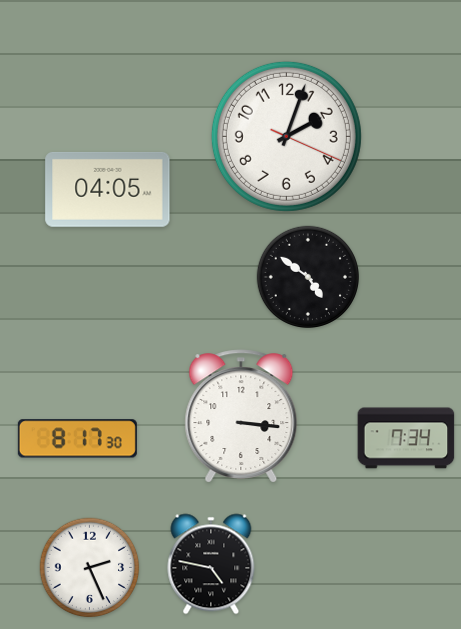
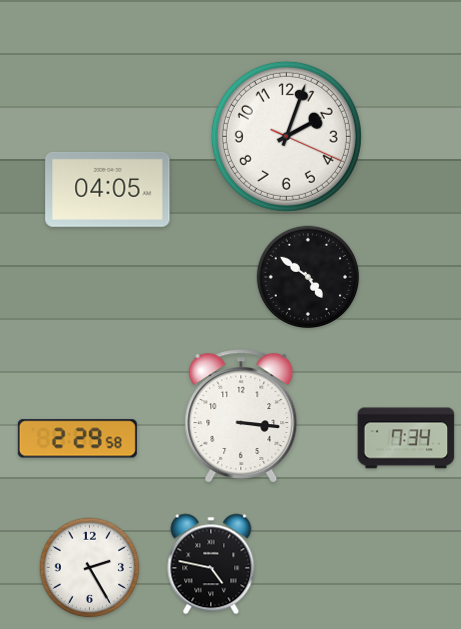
clock at (77, 439): 8:17 -> 2:29
clock at (90, 568): 2:26 -> 2:25
